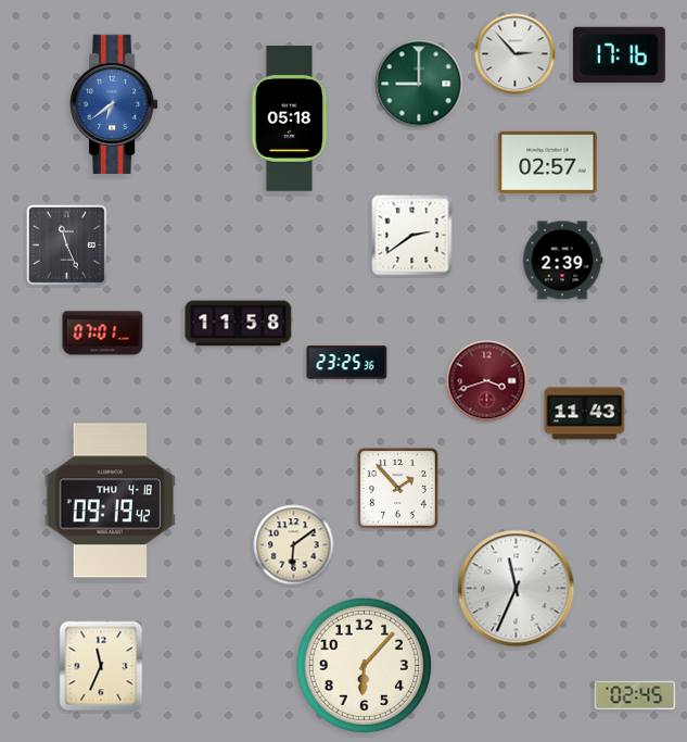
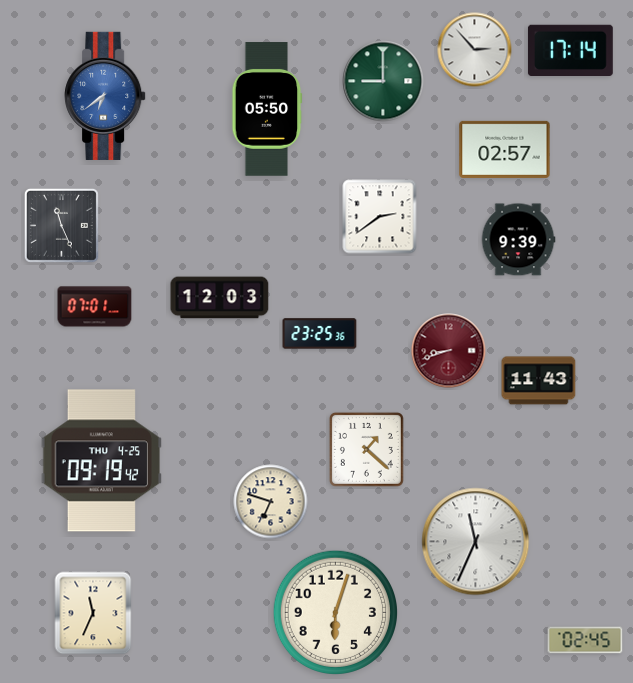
clock at (619, 54): 17:16 -> 17:14
clock at (419, 84) position: (419, 84) -> (383, 81)
clock at (290, 118): 05:18 -> 05:50
clock at (562, 261): 2:39 -> 9:39
clock at (239, 324): 11:58 -> 12:03
clock at (487, 381): 3:42 -> 8:42
clock at (397, 488): 1:53 -> 1:22
clock at (110, 501) date: THU 4-18 -> THU 4-25
clock at (294, 545): 6:09 -> 6:48
clock at (364, 665): 6:07 -> 6:03
